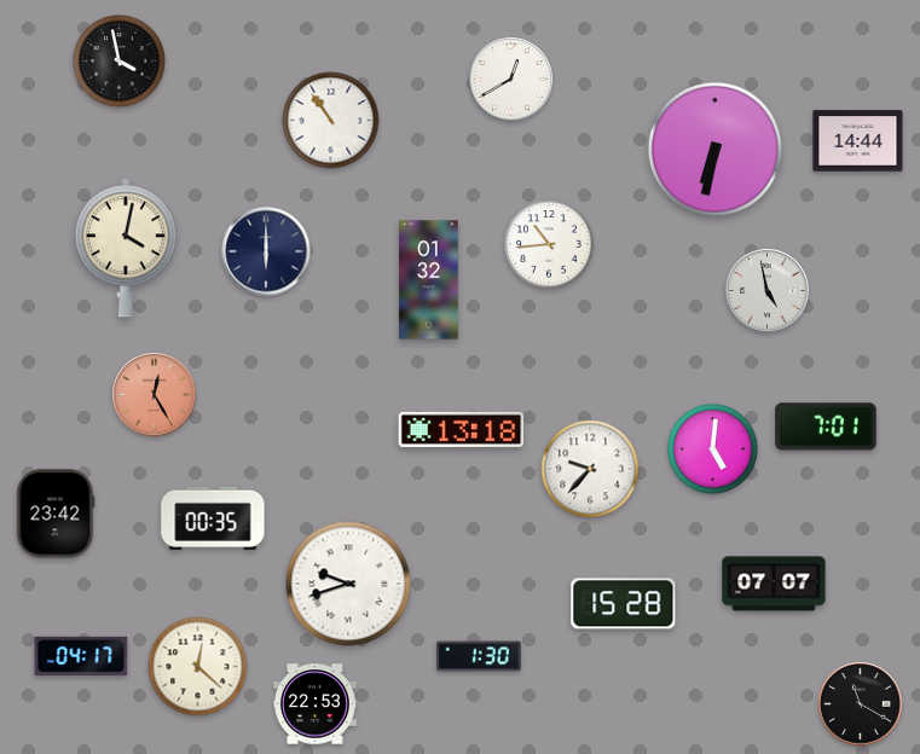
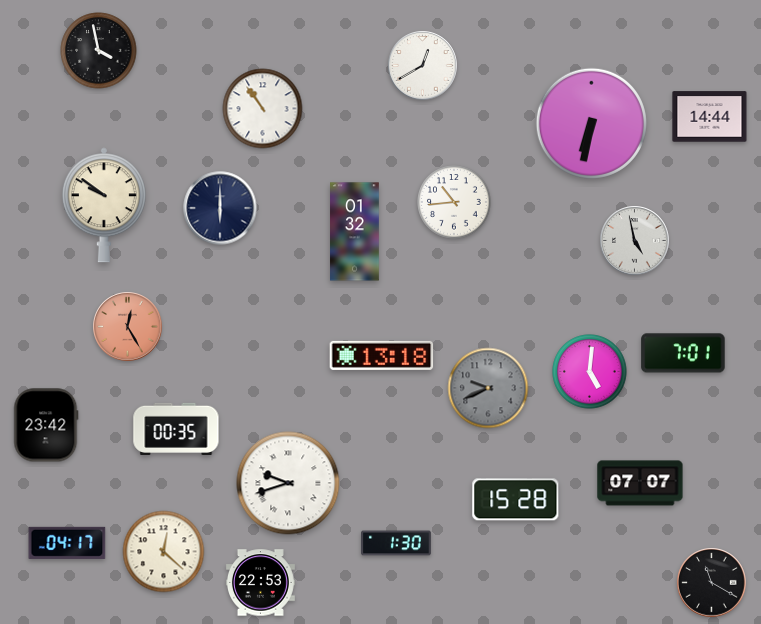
clock at (331, 121) position: (331, 121) -> (263, 109)
clock at (126, 248): 4:02 -> 9:51
clock at (590, 469): 9:37 -> 9:41
clock at (590, 469) dial: white -> grey
